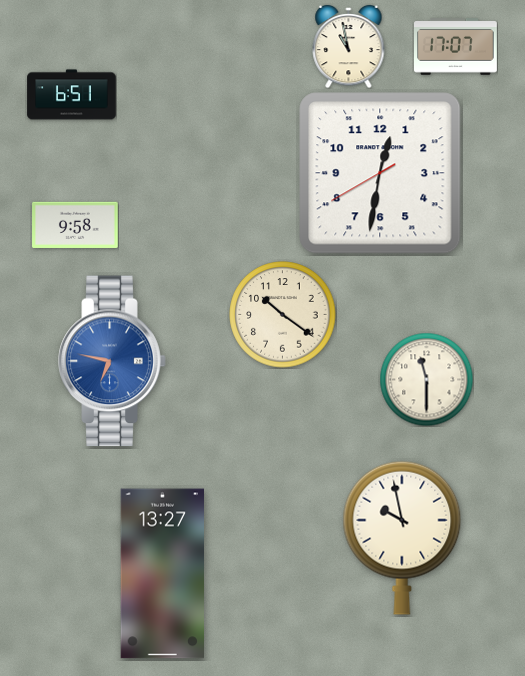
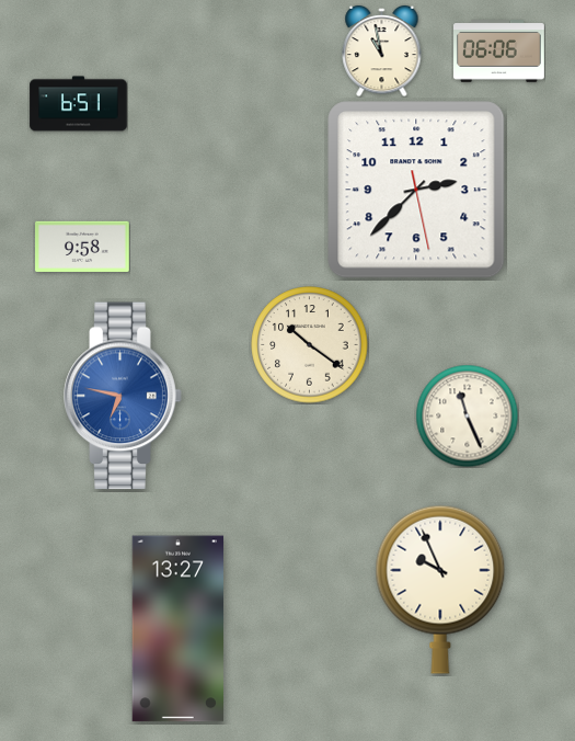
clock at (456, 47): 17:07 -> 06:06
clock at (380, 173): 12:31 -> 2:37
clock at (426, 379): 11:30 -> 11:26
clock at (402, 538): 9:58 -> 9:56
